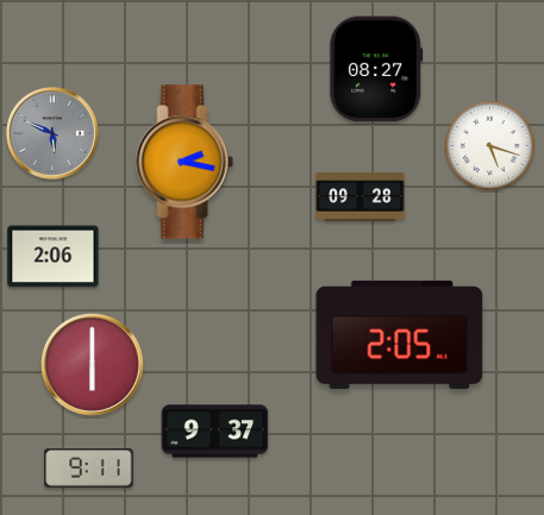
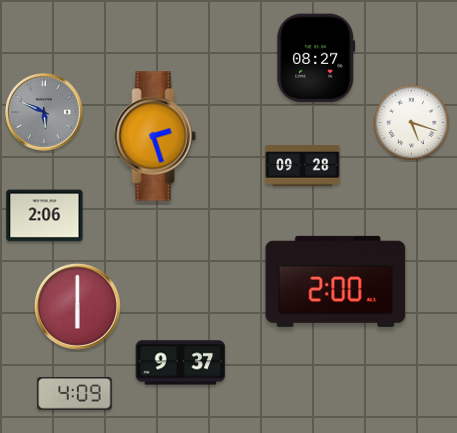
clock at (185, 162): 2:17 -> 2:27
clock at (400, 334): 2:05 -> 2:00
clock at (89, 469): 9:11 -> 4:09
